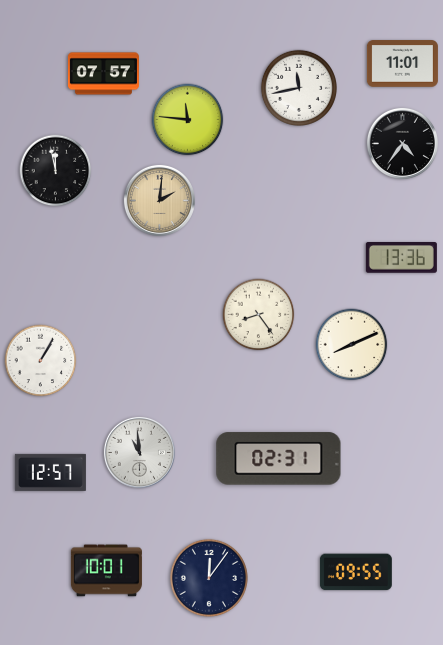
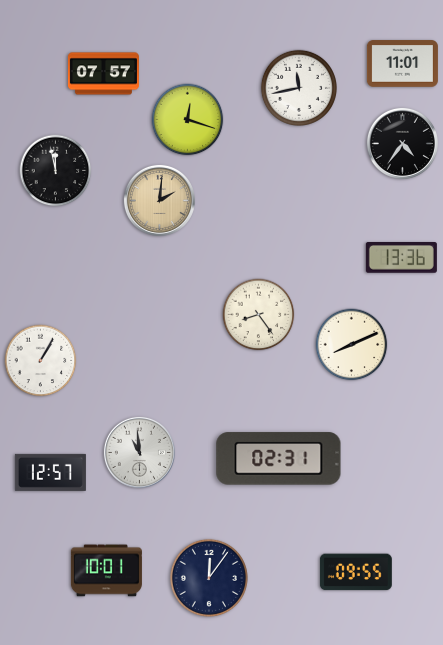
clock at (188, 120): 11:46 -> 12:18
